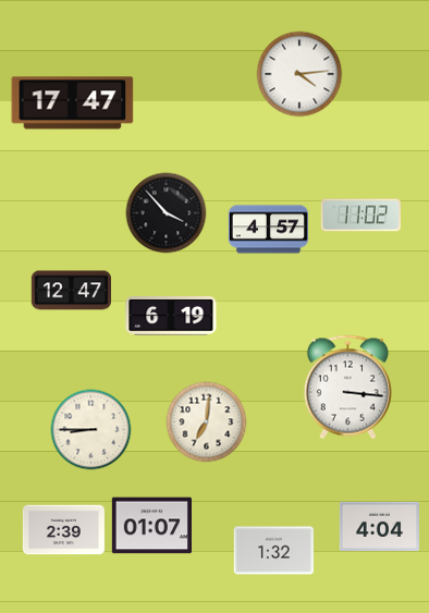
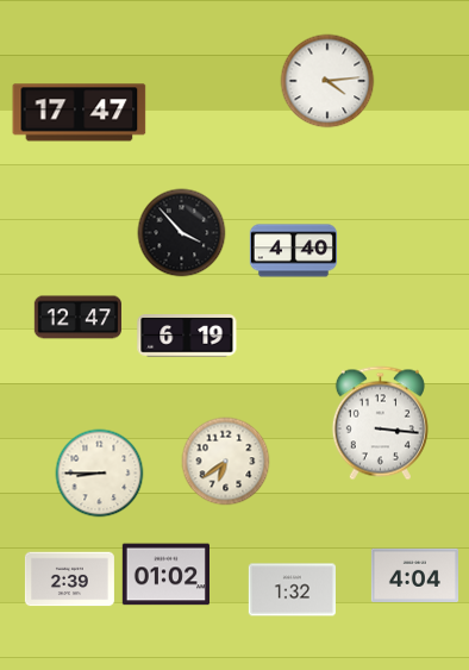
clock at (360, 216): 11:02 -> none
clock at (268, 230): 4:57 -> 4:40
clock at (171, 316) position: (171, 316) -> (187, 336)
clock at (207, 422): 7:01 -> 6:39
clock at (91, 430) position: (91, 430) -> (100, 474)
clock at (151, 526): 01:07 -> 01:02
clock at (273, 551) position: (273, 551) -> (292, 590)
